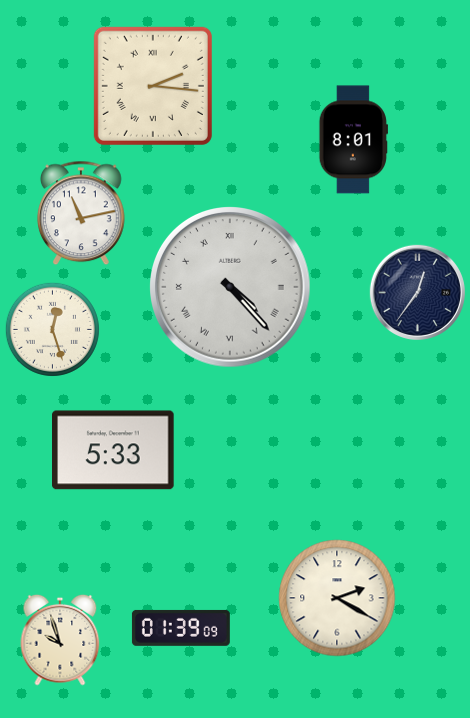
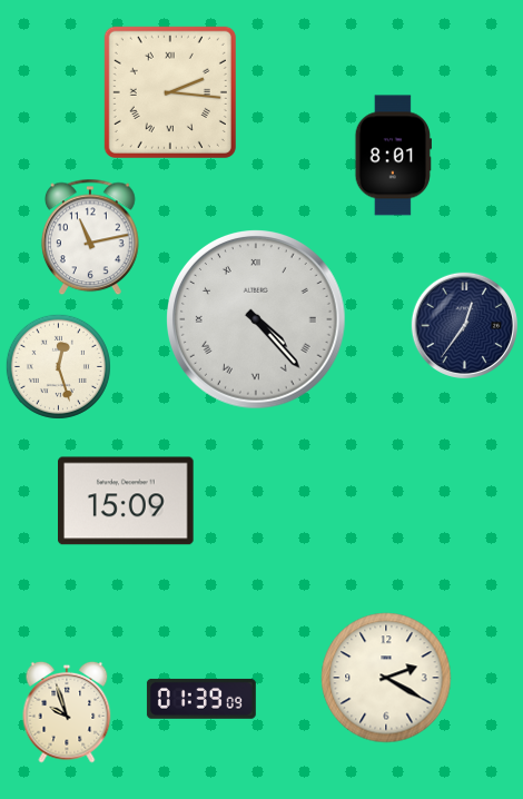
clock at (153, 86) position: (153, 86) -> (170, 92)
clock at (113, 450): 5:33 -> 15:09
clock at (337, 598) position: (337, 598) -> (386, 678)
